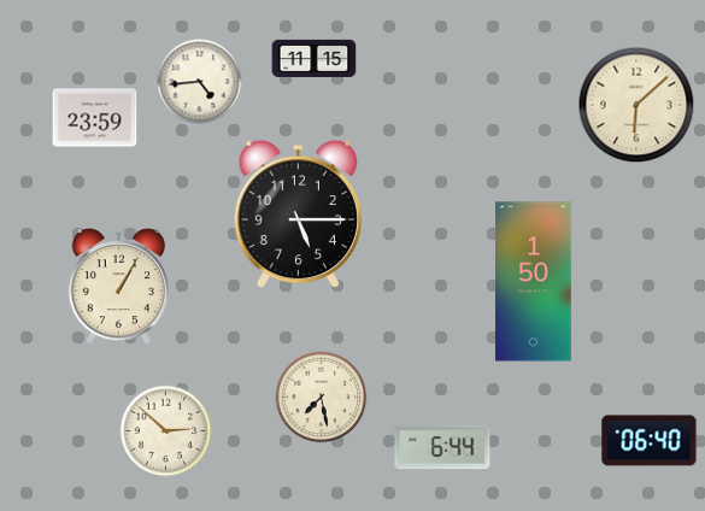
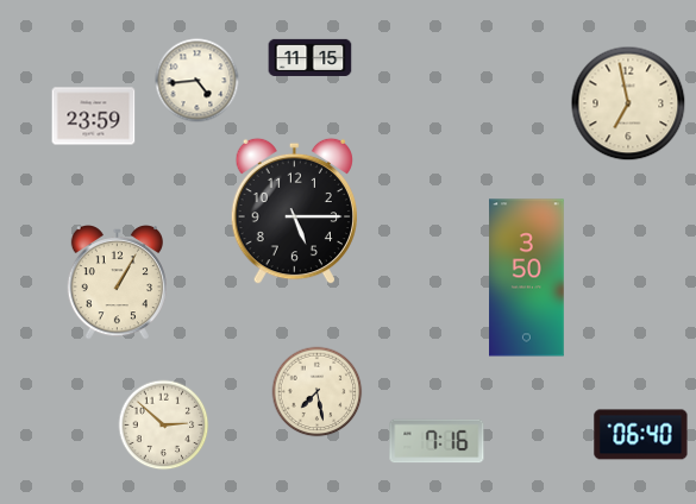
clock at (636, 105): 6:08 -> 6:58
clock at (534, 282): 1:50 -> 3:50
clock at (442, 447): 6:44 -> 7:16
